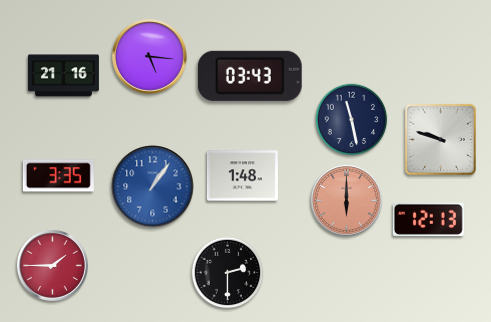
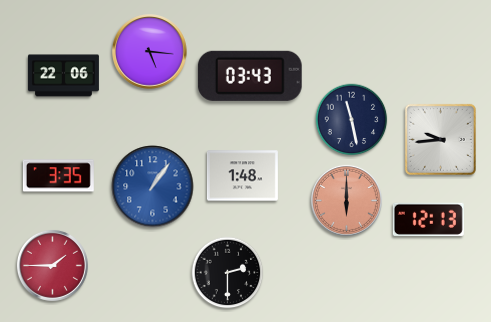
clock at (150, 57) position: (150, 57) -> (150, 52)
clock at (63, 76): 21:16 -> 22:06
clock at (440, 139): 9:48 -> 9:44
